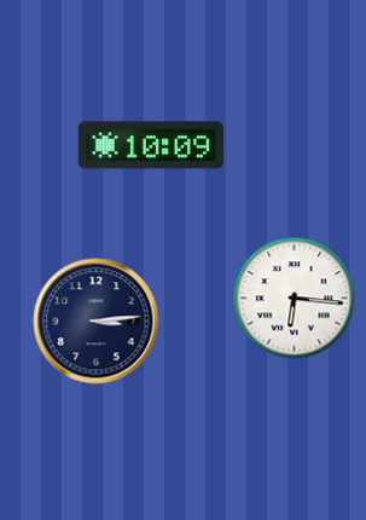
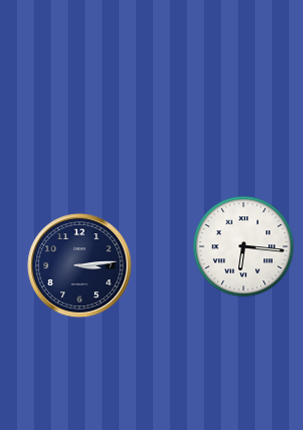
clock at (151, 145): 10:09 -> none
